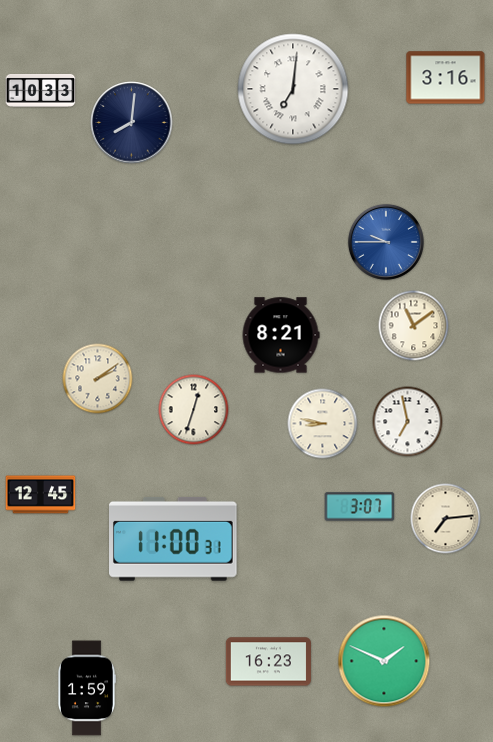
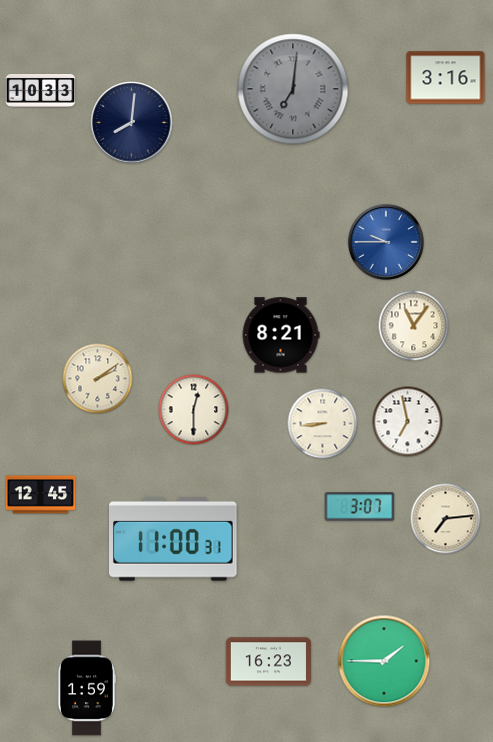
clock at (293, 89) dial: white -> grey
clock at (414, 326): 11:09 -> 11:06
clock at (194, 410): 12:33 -> 12:30
clock at (323, 424): 8:47 -> 8:44
clock at (384, 661): 1:49 -> 1:45
